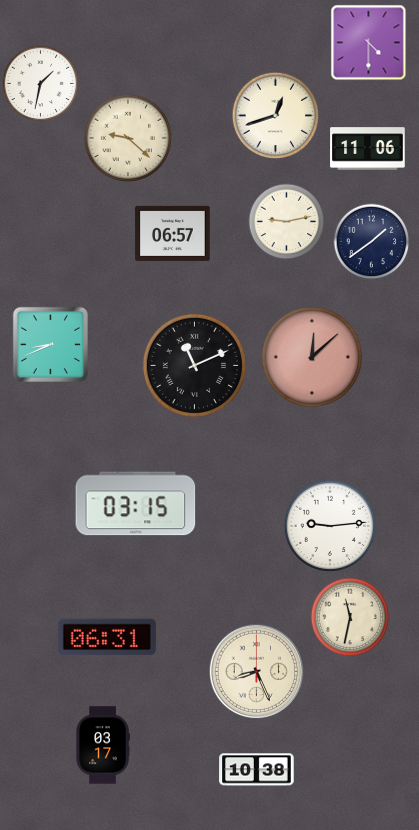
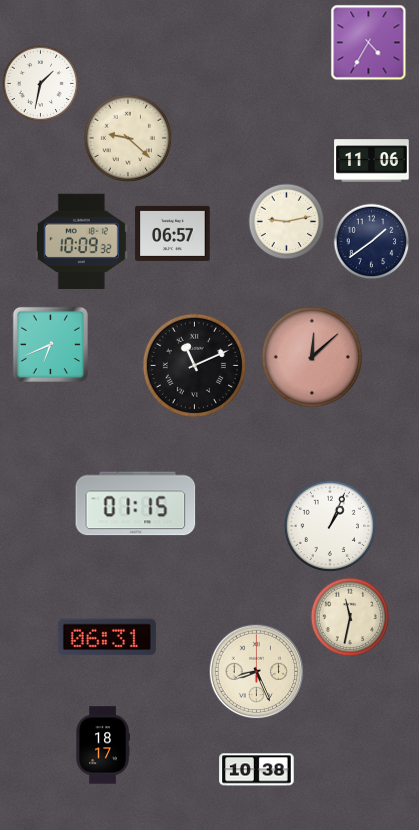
clock at (369, 43): 4:30 -> 4:35
clock at (276, 116): 12:42 -> none
clock at (368, 149) position: (368, 149) -> (372, 161)
clock at (81, 241): none -> 10:09
clock at (50, 344): 8:41 -> 6:41
clock at (136, 504): 03:15 -> 01:15
clock at (329, 525): 9:14 -> 1:04
clock at (103, 745): 03:17 -> 18:17
